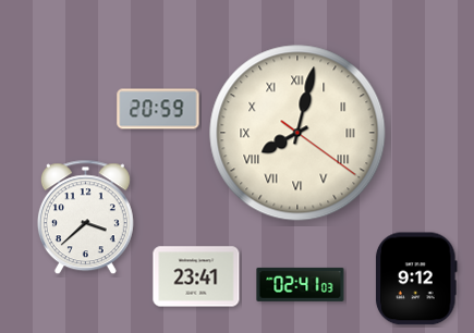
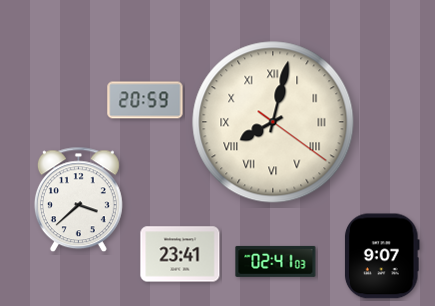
clock at (416, 279): 9:12 -> 9:07
